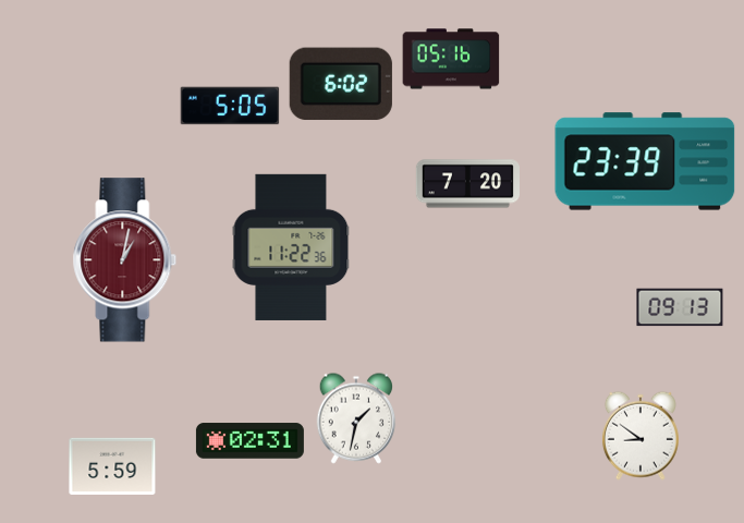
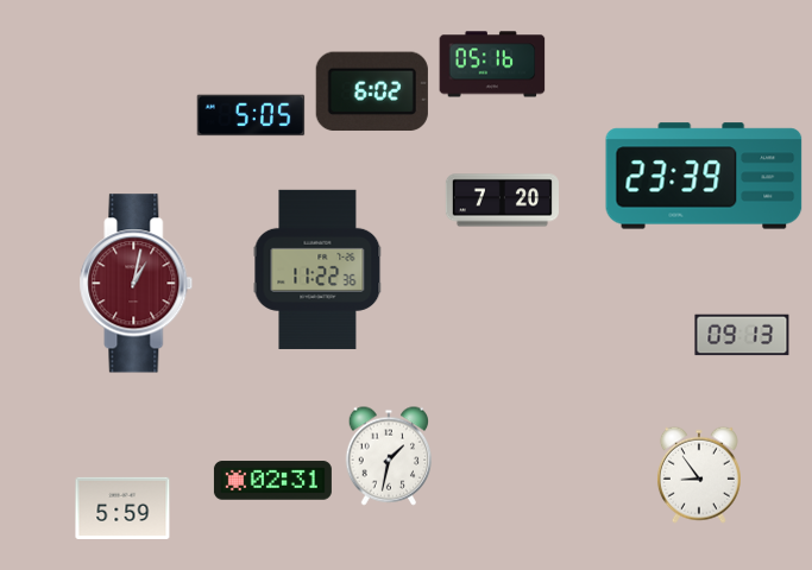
clock at (467, 184) position: (467, 184) -> (502, 201)
clock at (641, 436): 8:51 -> 8:54
